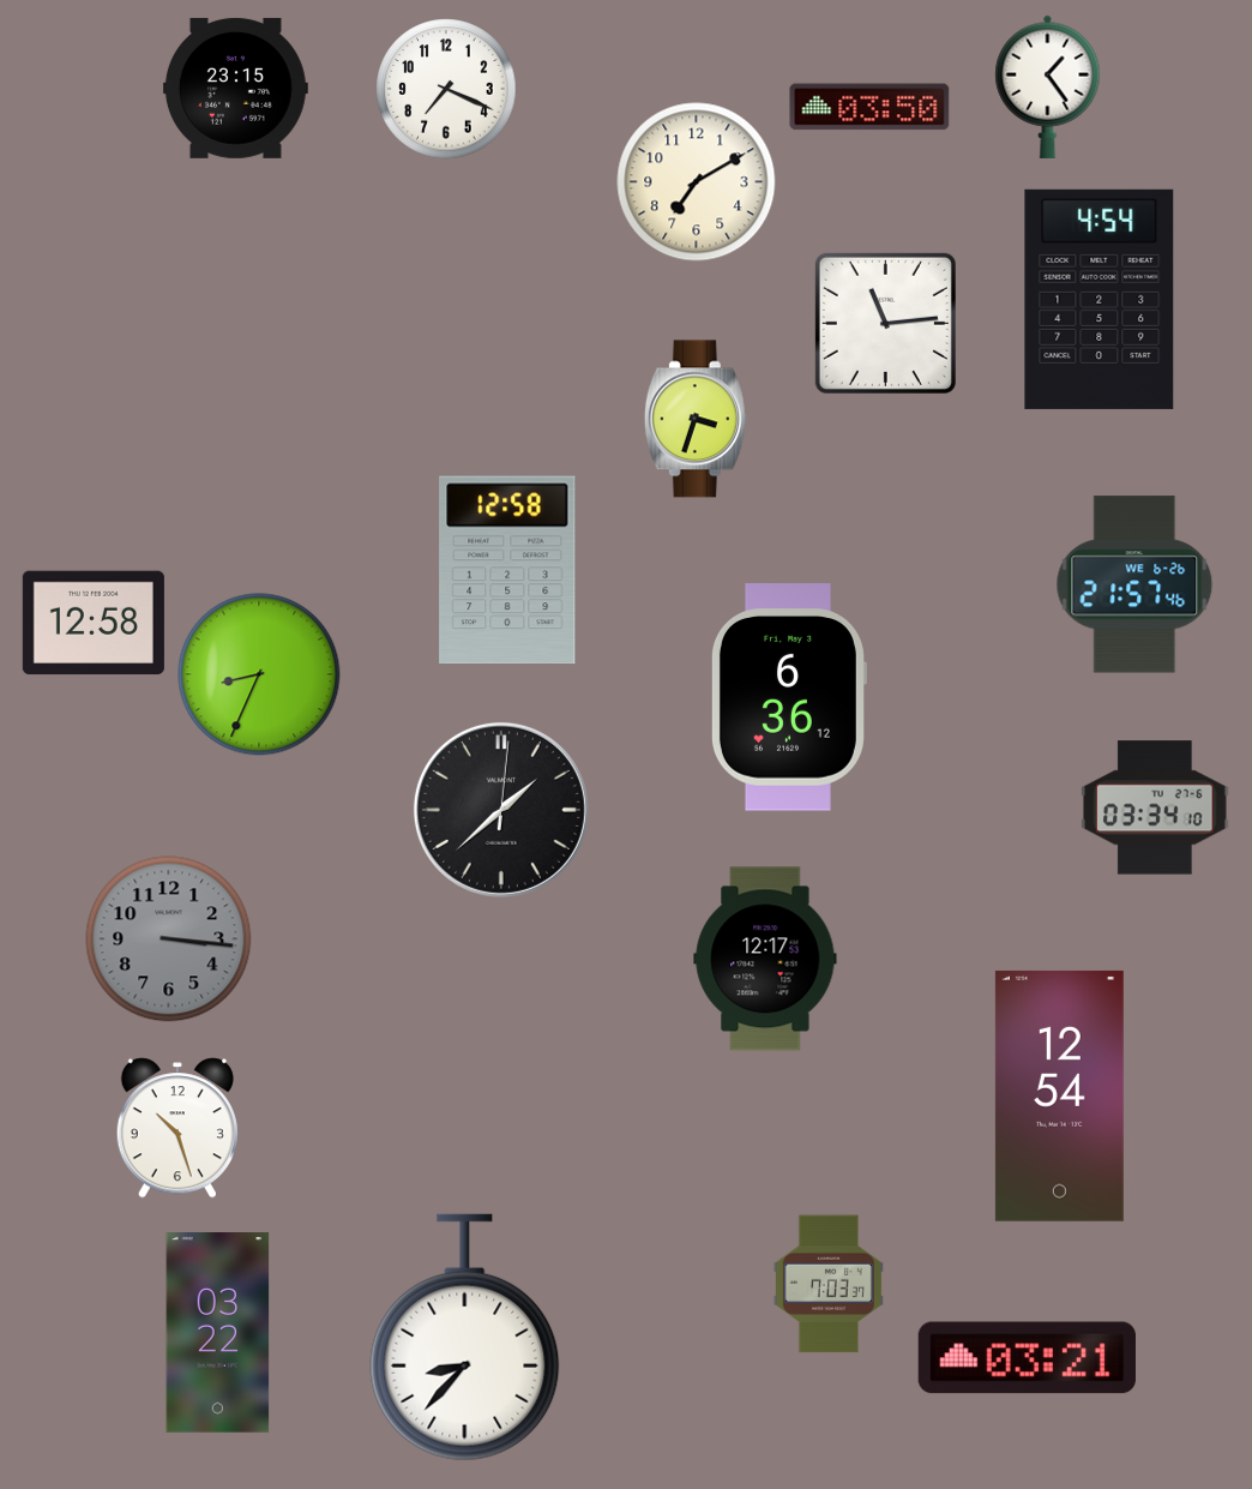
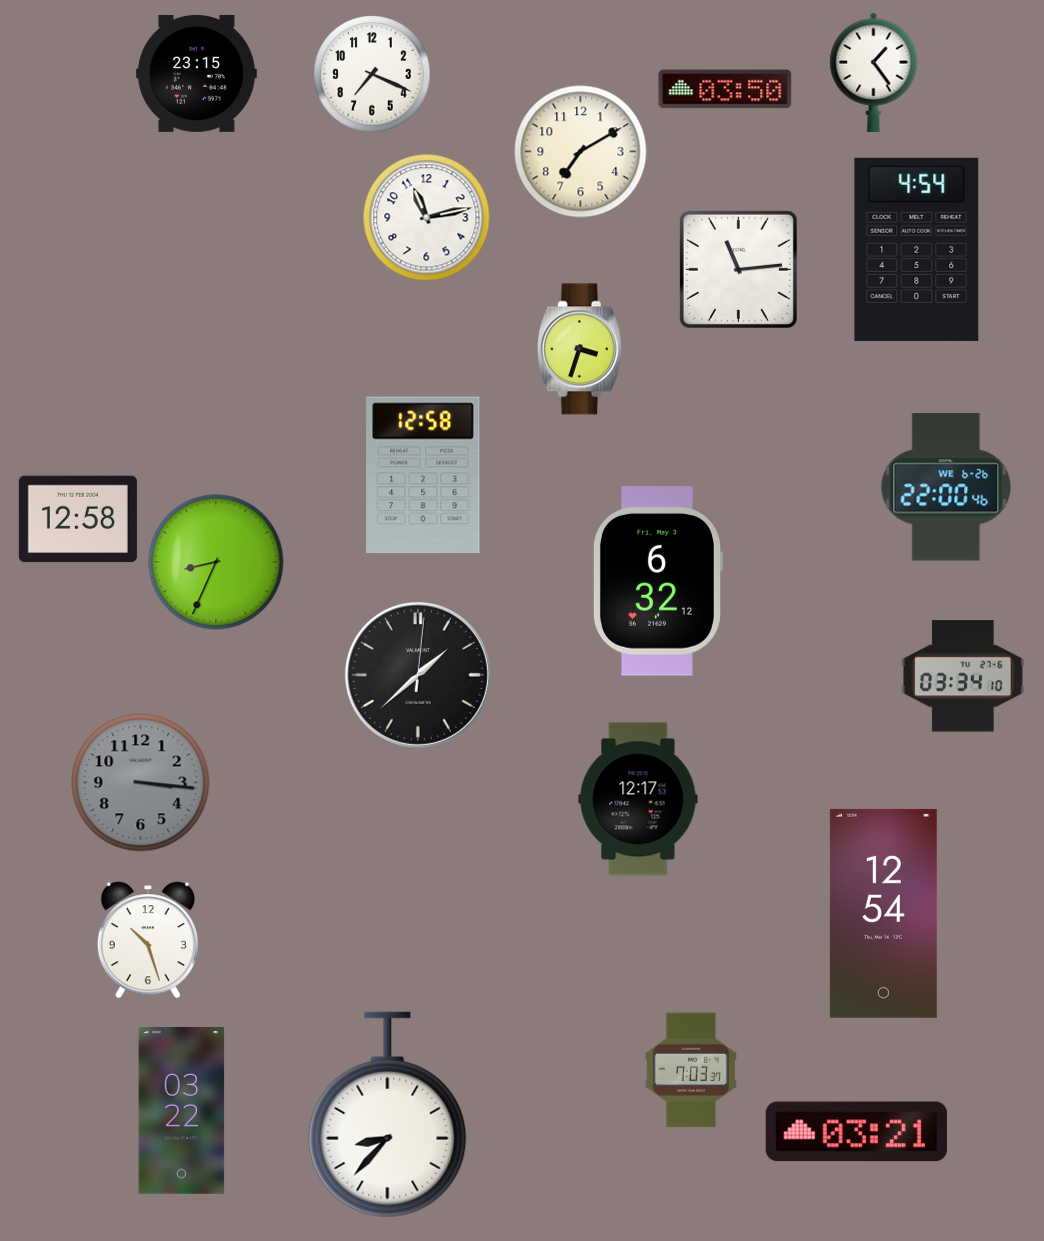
clock at (427, 218): none -> 11:13
clock at (1134, 584): 21:57 -> 22:00
clock at (788, 697): 6:36 -> 6:32
clock at (1155, 807) position: (1155, 807) -> (963, 676)
